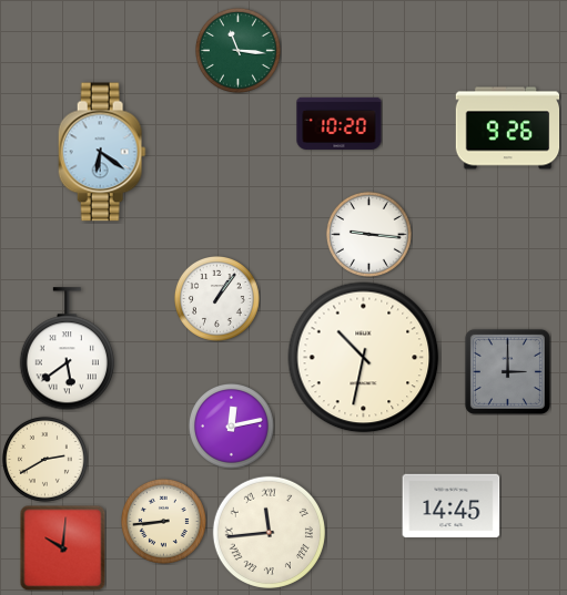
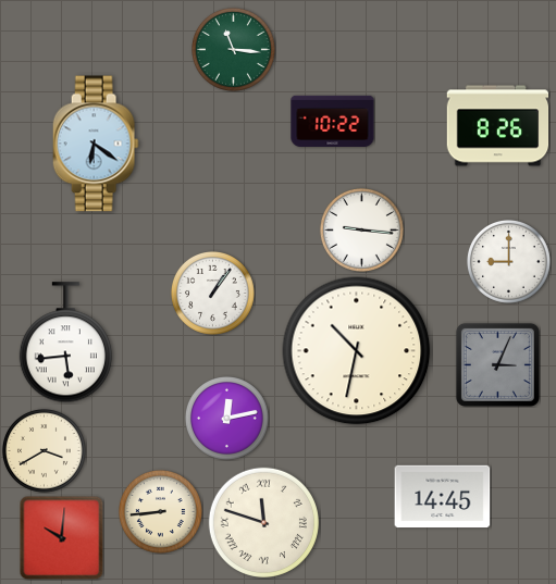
clock at (340, 123): 10:20 -> 10:22
clock at (508, 129): 9:26 -> 8:26
clock at (102, 152) position: (102, 152) -> (96, 144)
clock at (508, 261): none -> 9:00
clock at (67, 349): 5:39 -> 5:44
clock at (507, 371): 3:00 -> 3:04
clock at (44, 459): 2:40 -> 3:40
clock at (269, 532): 11:44 -> 11:48
